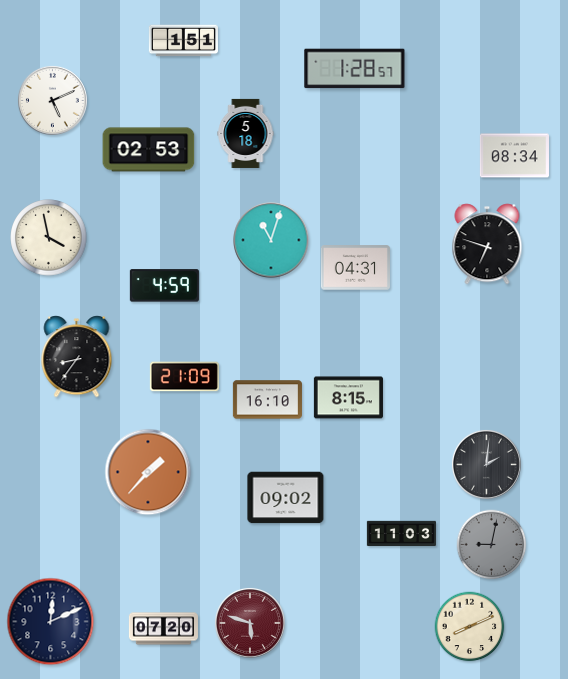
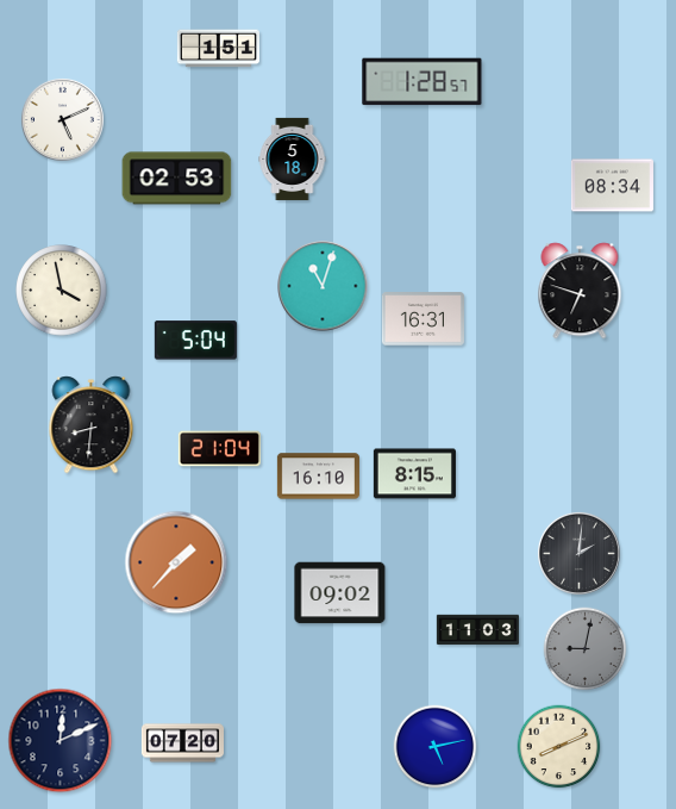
clock at (49, 238) position: (49, 238) -> (62, 291)
clock at (355, 268): 04:31 -> 16:31
clock at (164, 286): 4:59 -> 5:04
clock at (77, 357): 8:36 -> 8:31
clock at (184, 377): 21:09 -> 21:04
clock at (401, 534) position: (401, 534) -> (477, 630)
clock at (250, 623): 5:48 -> none
clock at (436, 747): none -> 5:13
clock at (163, 629) position: (163, 629) -> (182, 743)
